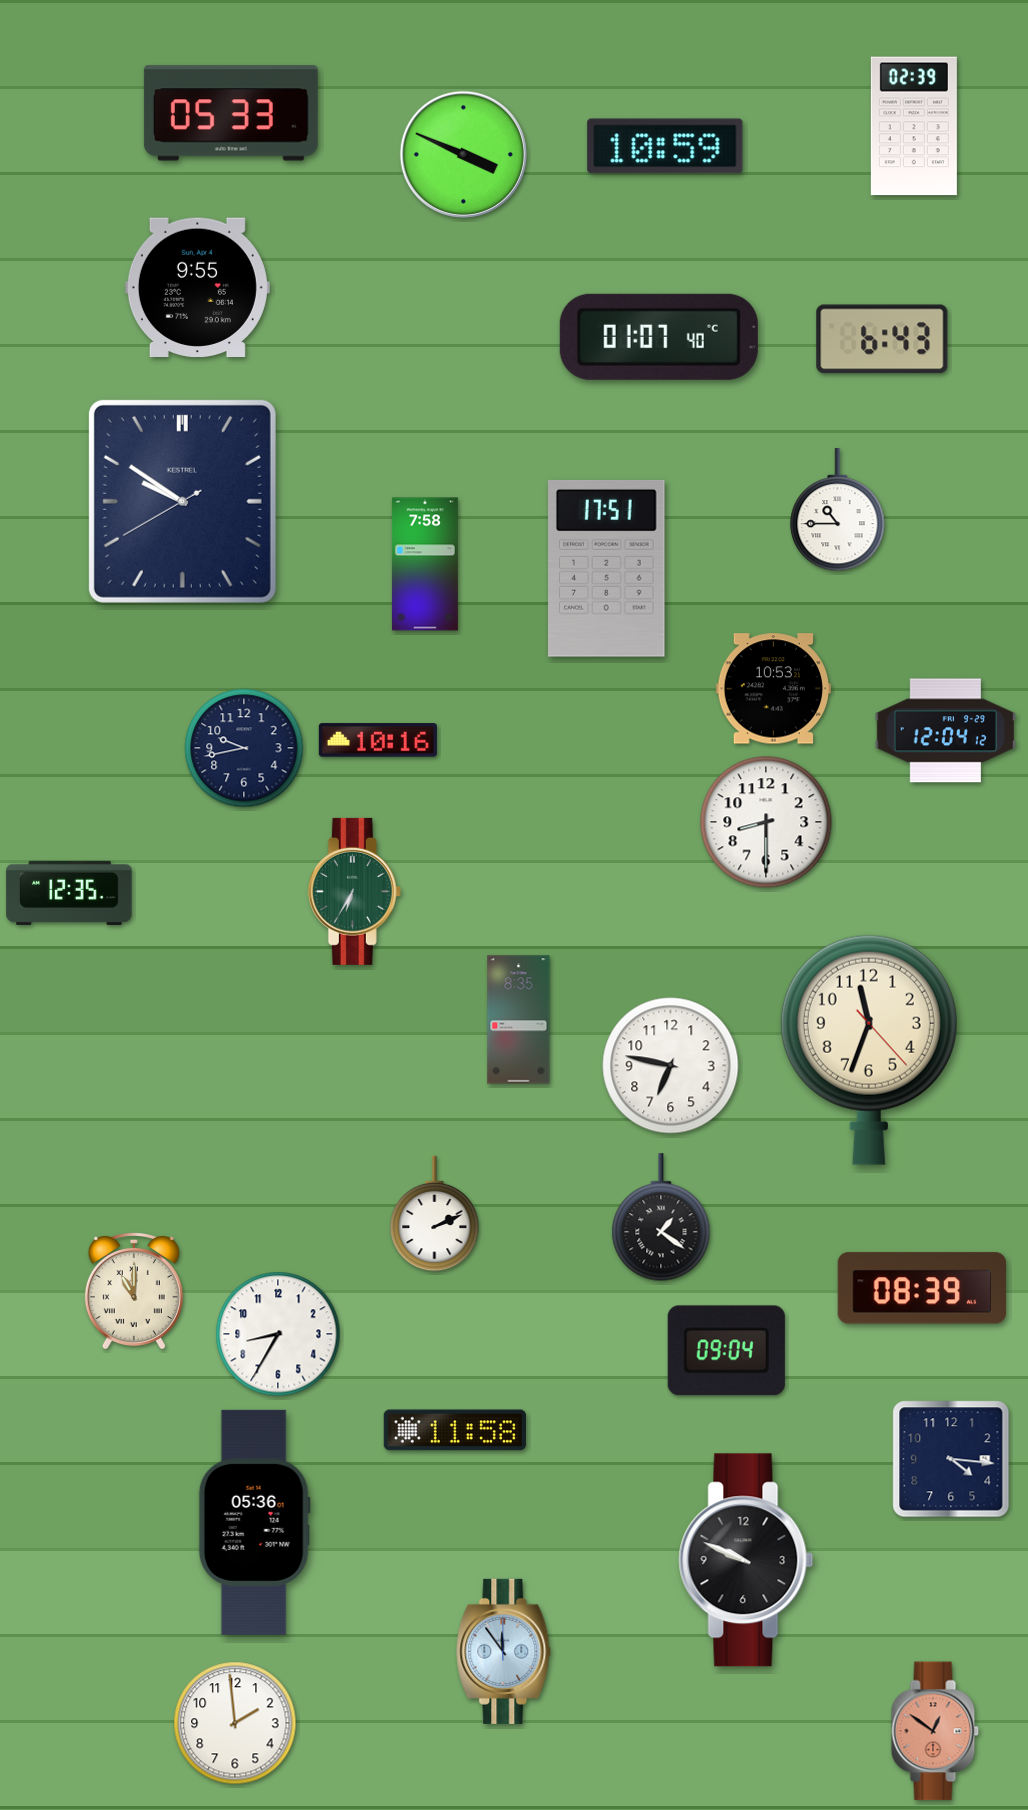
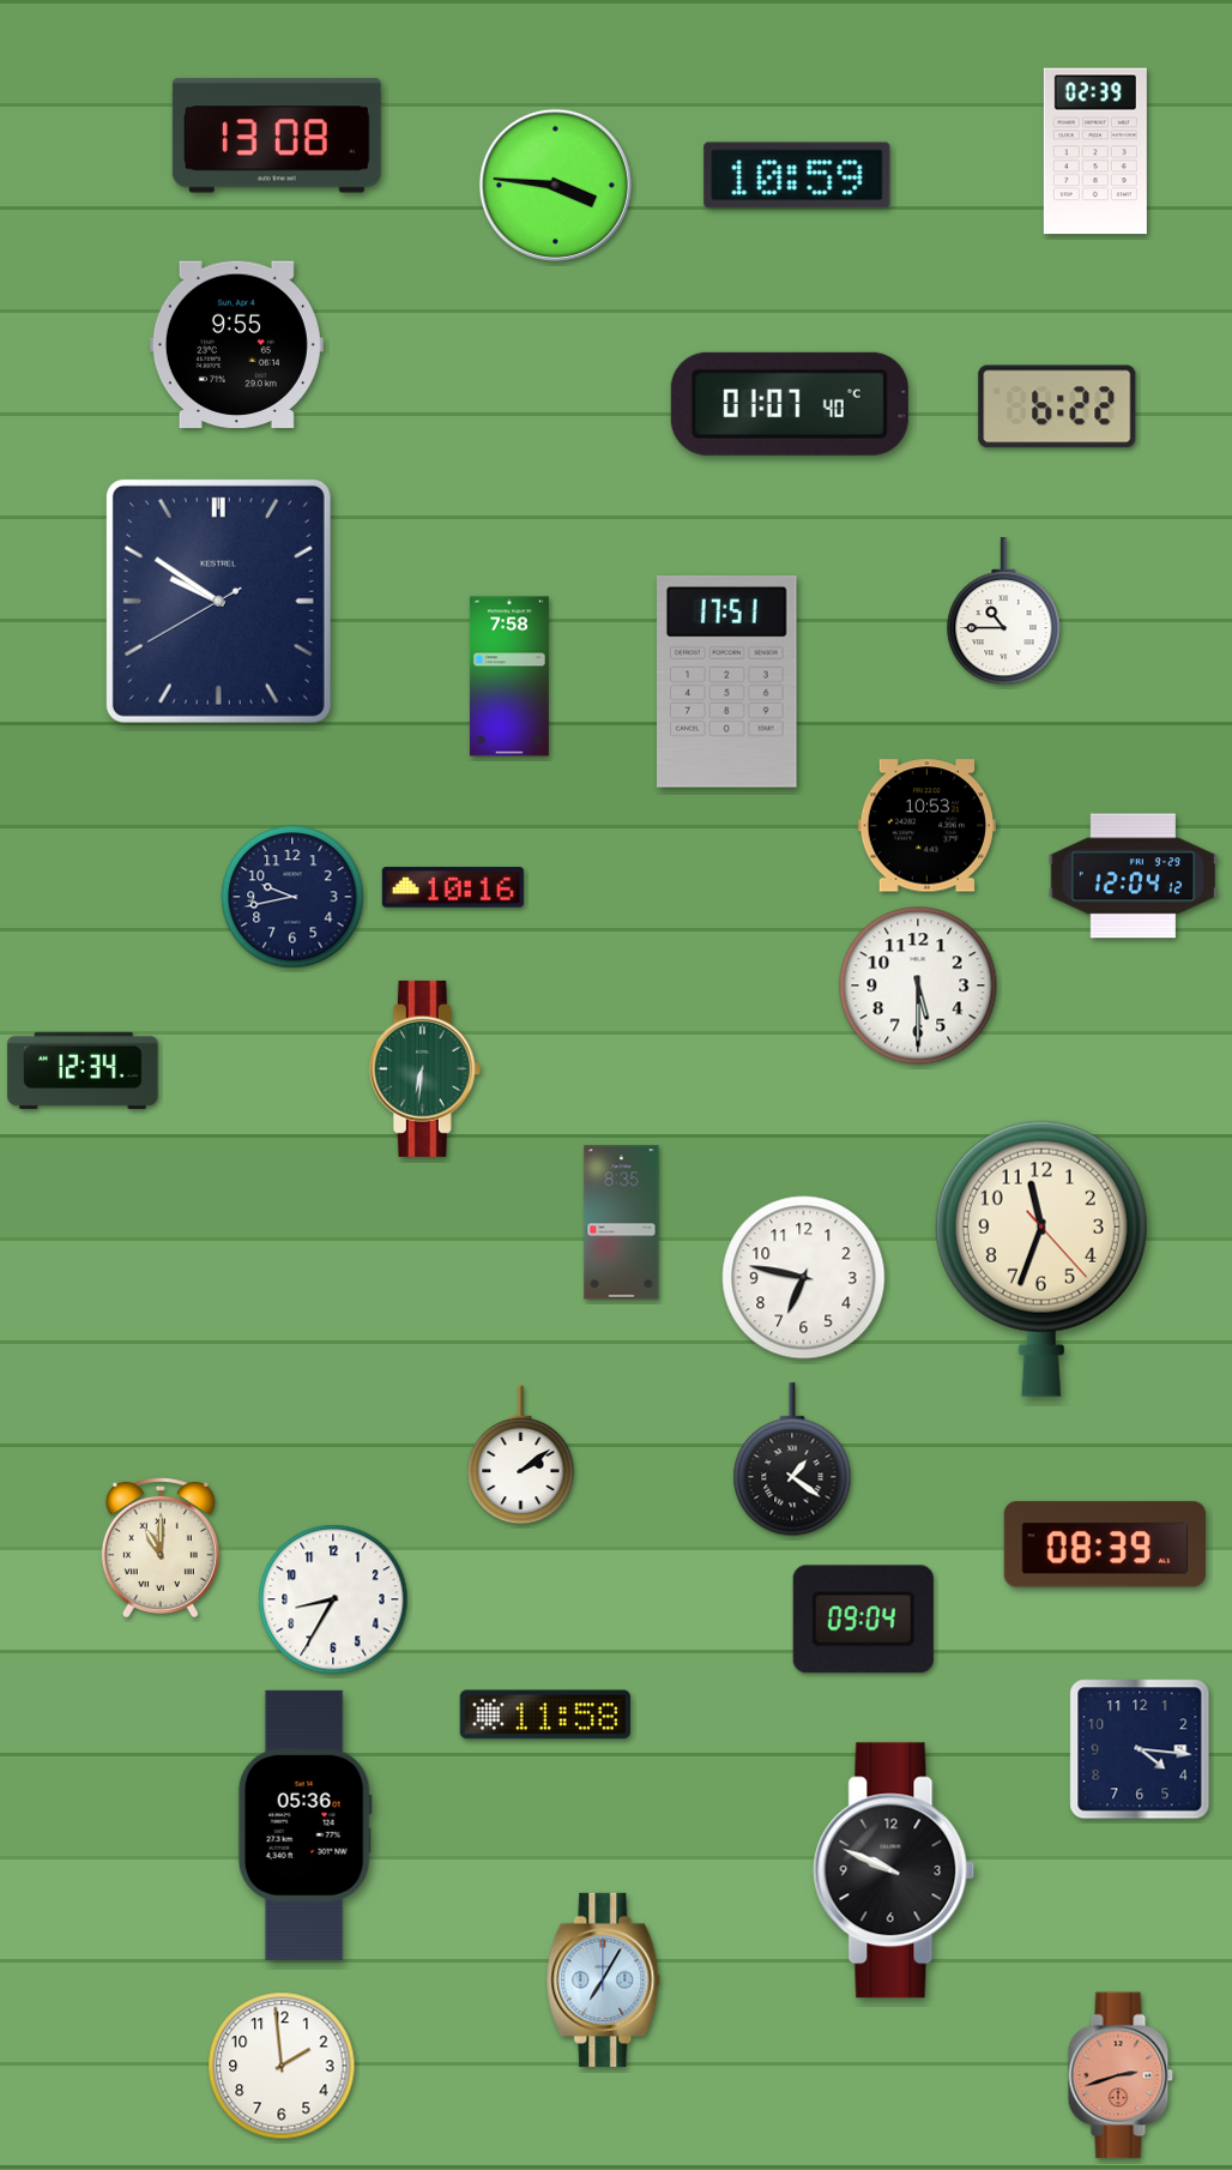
clock at (231, 113): 05:33 -> 13:08
clock at (463, 154): 3:49 -> 3:46
clock at (882, 339): 6:43 -> 6:22
clock at (766, 822): 8:30 -> 5:30
clock at (354, 891): 6:35 -> 6:31
clock at (69, 893): 12:35 -> 12:34
clock at (435, 1214): 2:11 -> 2:09
clock at (726, 1351) position: (726, 1351) -> (863, 1620)
clock at (504, 1651): 11:54 -> 7:05
clock at (935, 1731): 12:51 -> 2:42
